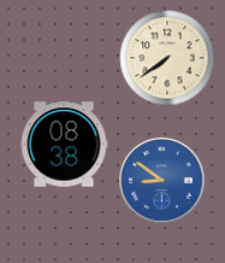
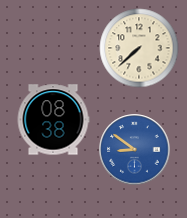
clock at (167, 58): 7:39 -> 7:38
